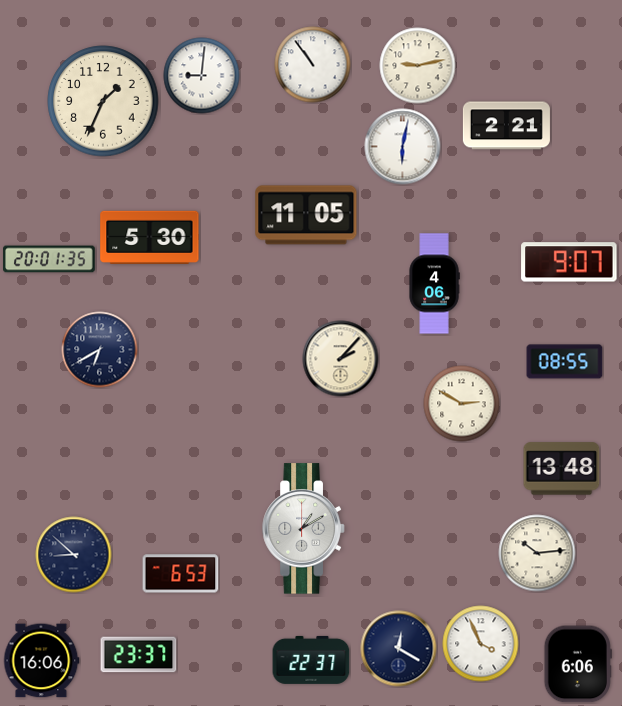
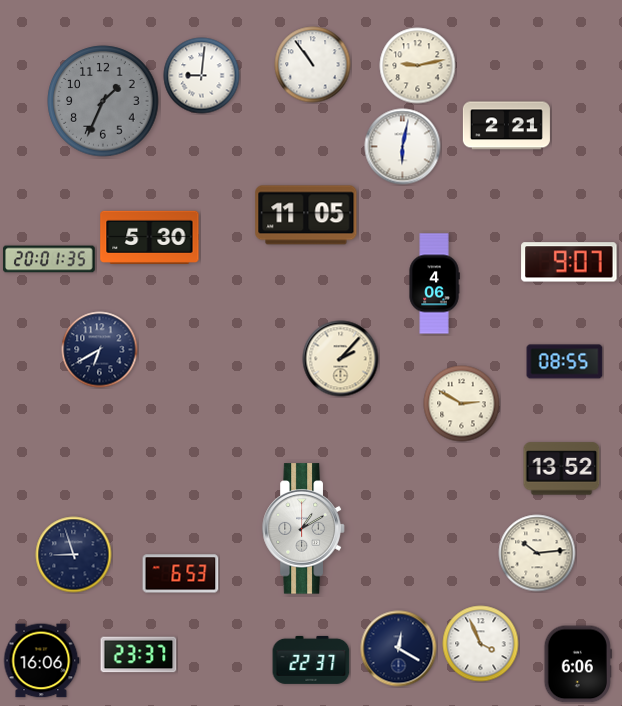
clock at (103, 101) dial: cream -> grey
clock at (562, 469): 13:48 -> 13:52
clock at (74, 555): 8:52 -> 8:57
